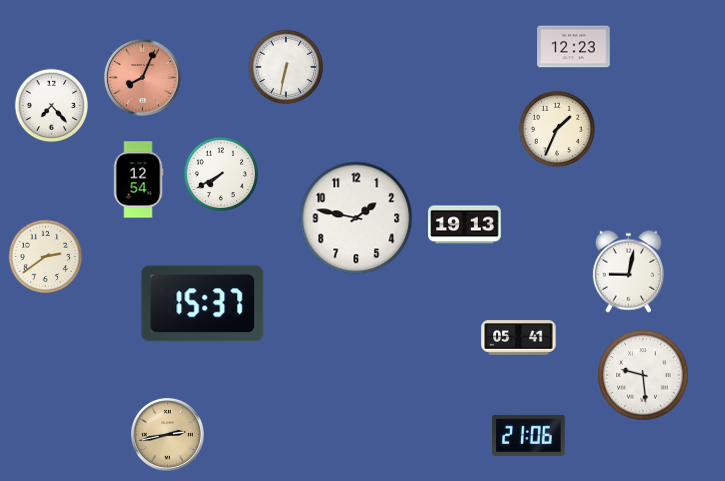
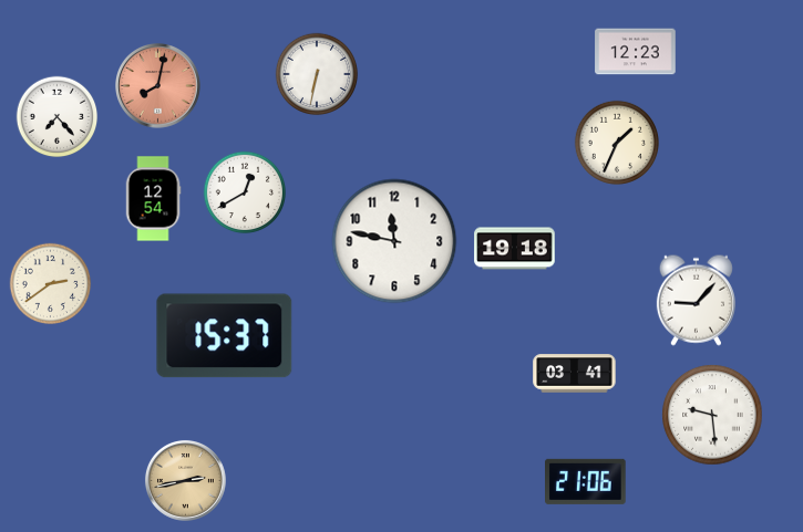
clock at (143, 78): 8:04 -> 8:02
clock at (221, 174): 7:40 -> 12:40
clock at (356, 218): 1:47 -> 11:47
clock at (465, 225): 19:13 -> 19:18
clock at (628, 271): 9:02 -> 9:07
clock at (519, 338): 05:41 -> 03:41
